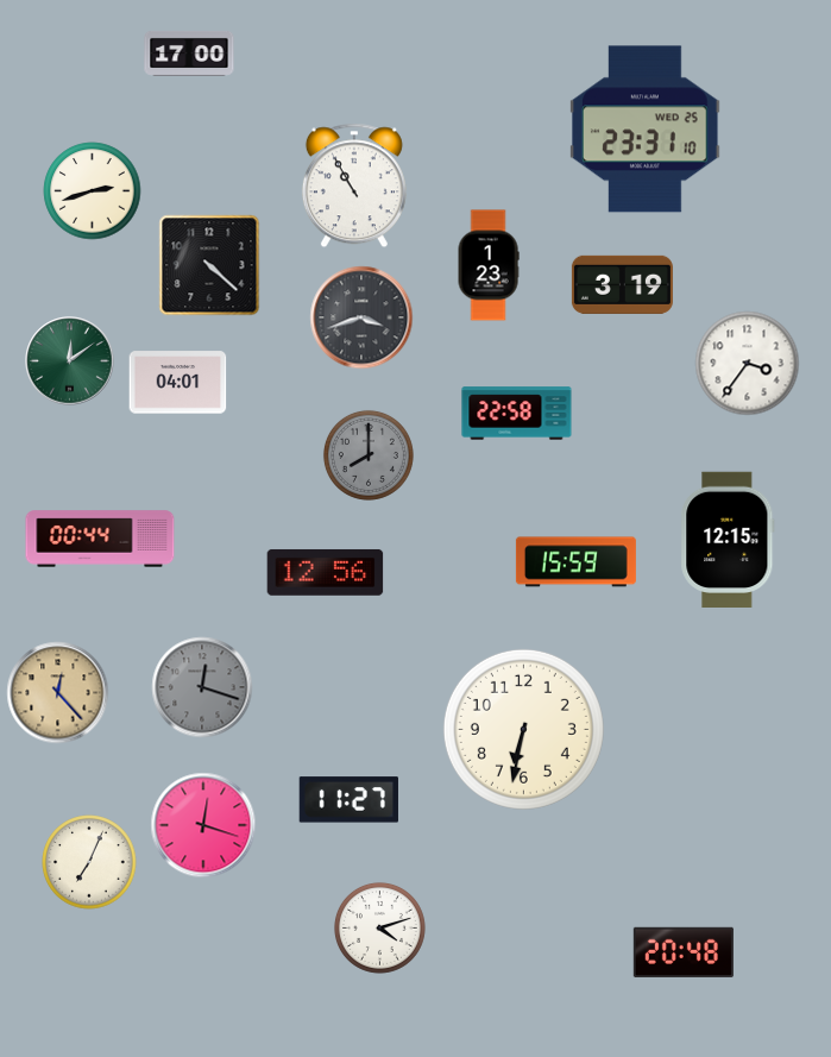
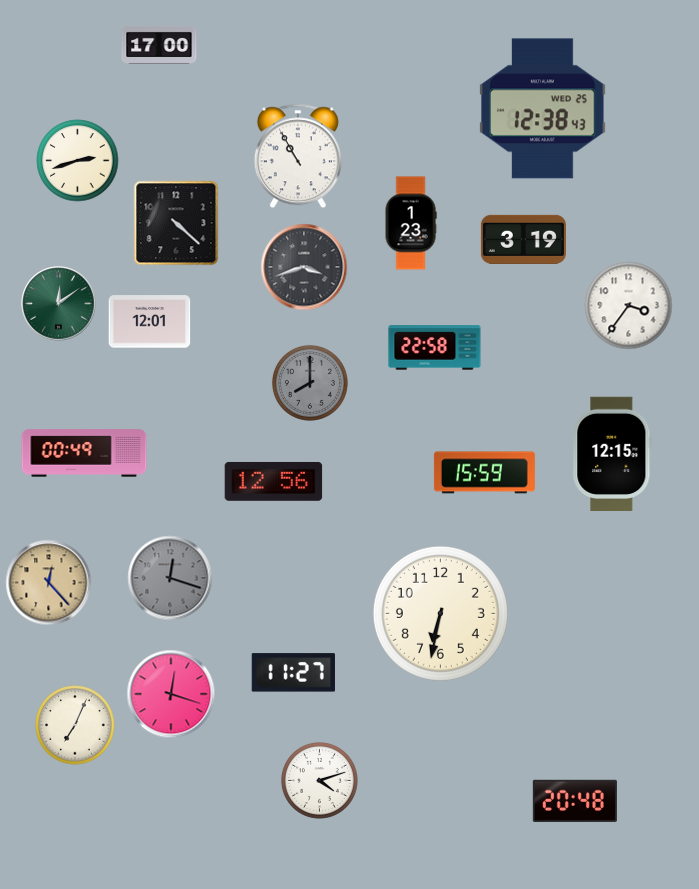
clock at (646, 130): 23:31 -> 12:38
clock at (178, 383): 04:01 -> 12:01
clock at (100, 539): 00:44 -> 00:49
